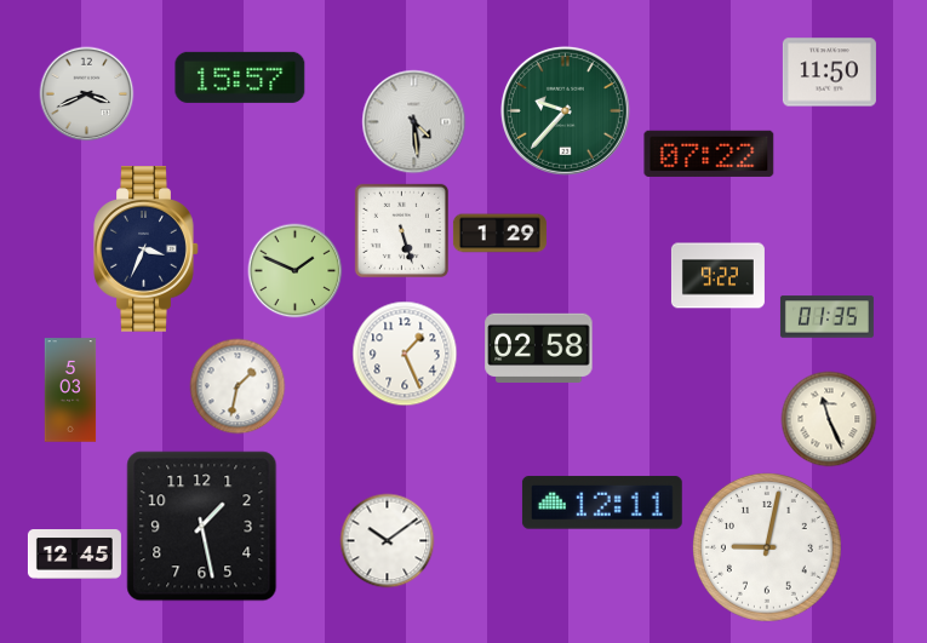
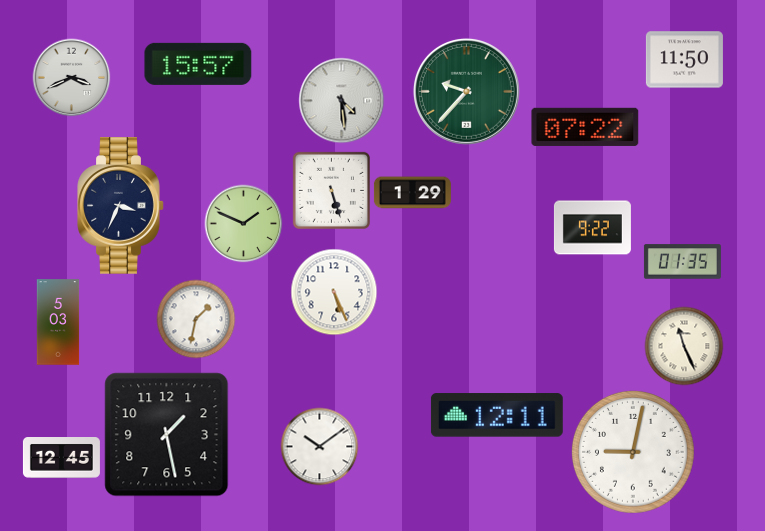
clock at (539, 348): 02:58 -> none
clock at (405, 354): 1:26 -> 5:26
